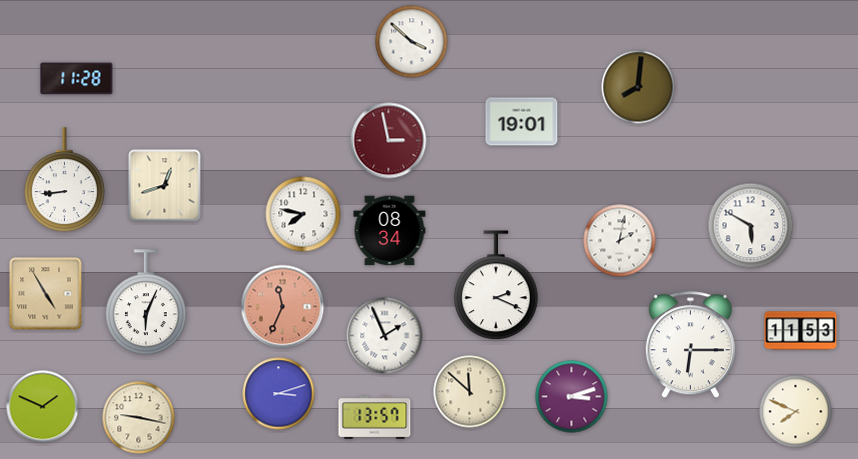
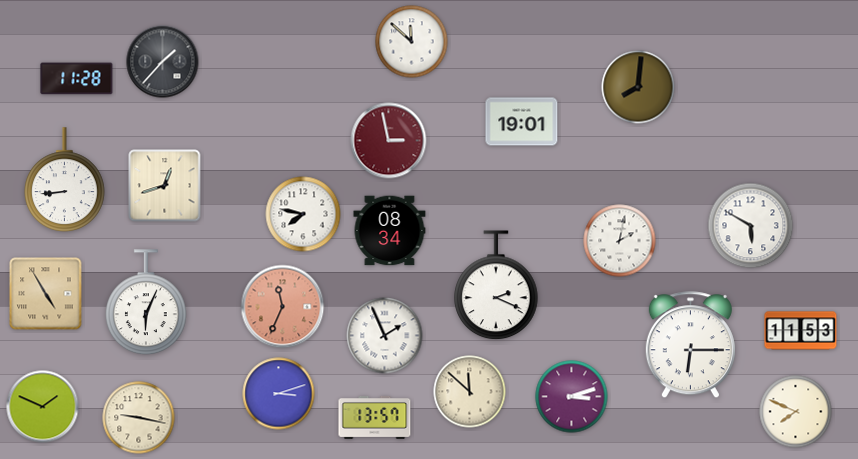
clock at (412, 42): 3:52 -> 11:52
clock at (163, 62): none -> 1:37
